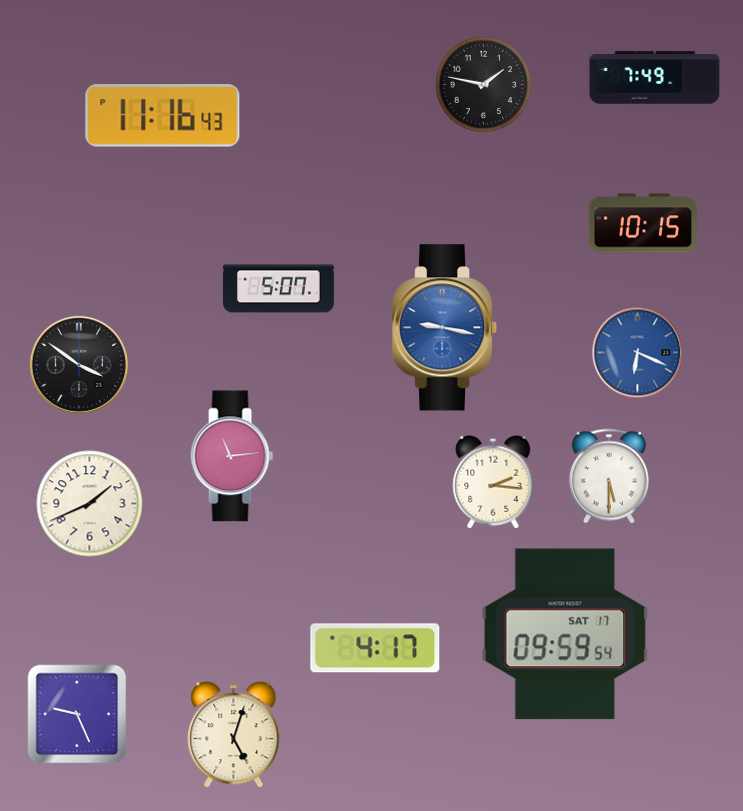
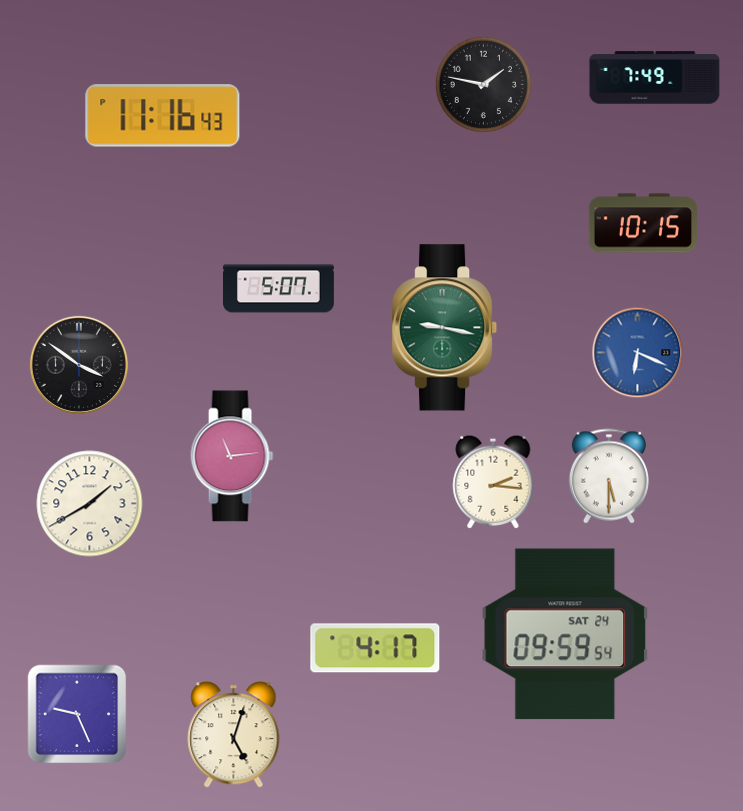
clock at (446, 328) dial: blue -> green
clock at (90, 504): 1:41 -> 1:40
clock at (565, 634) date: SAT 17 -> SAT 24
